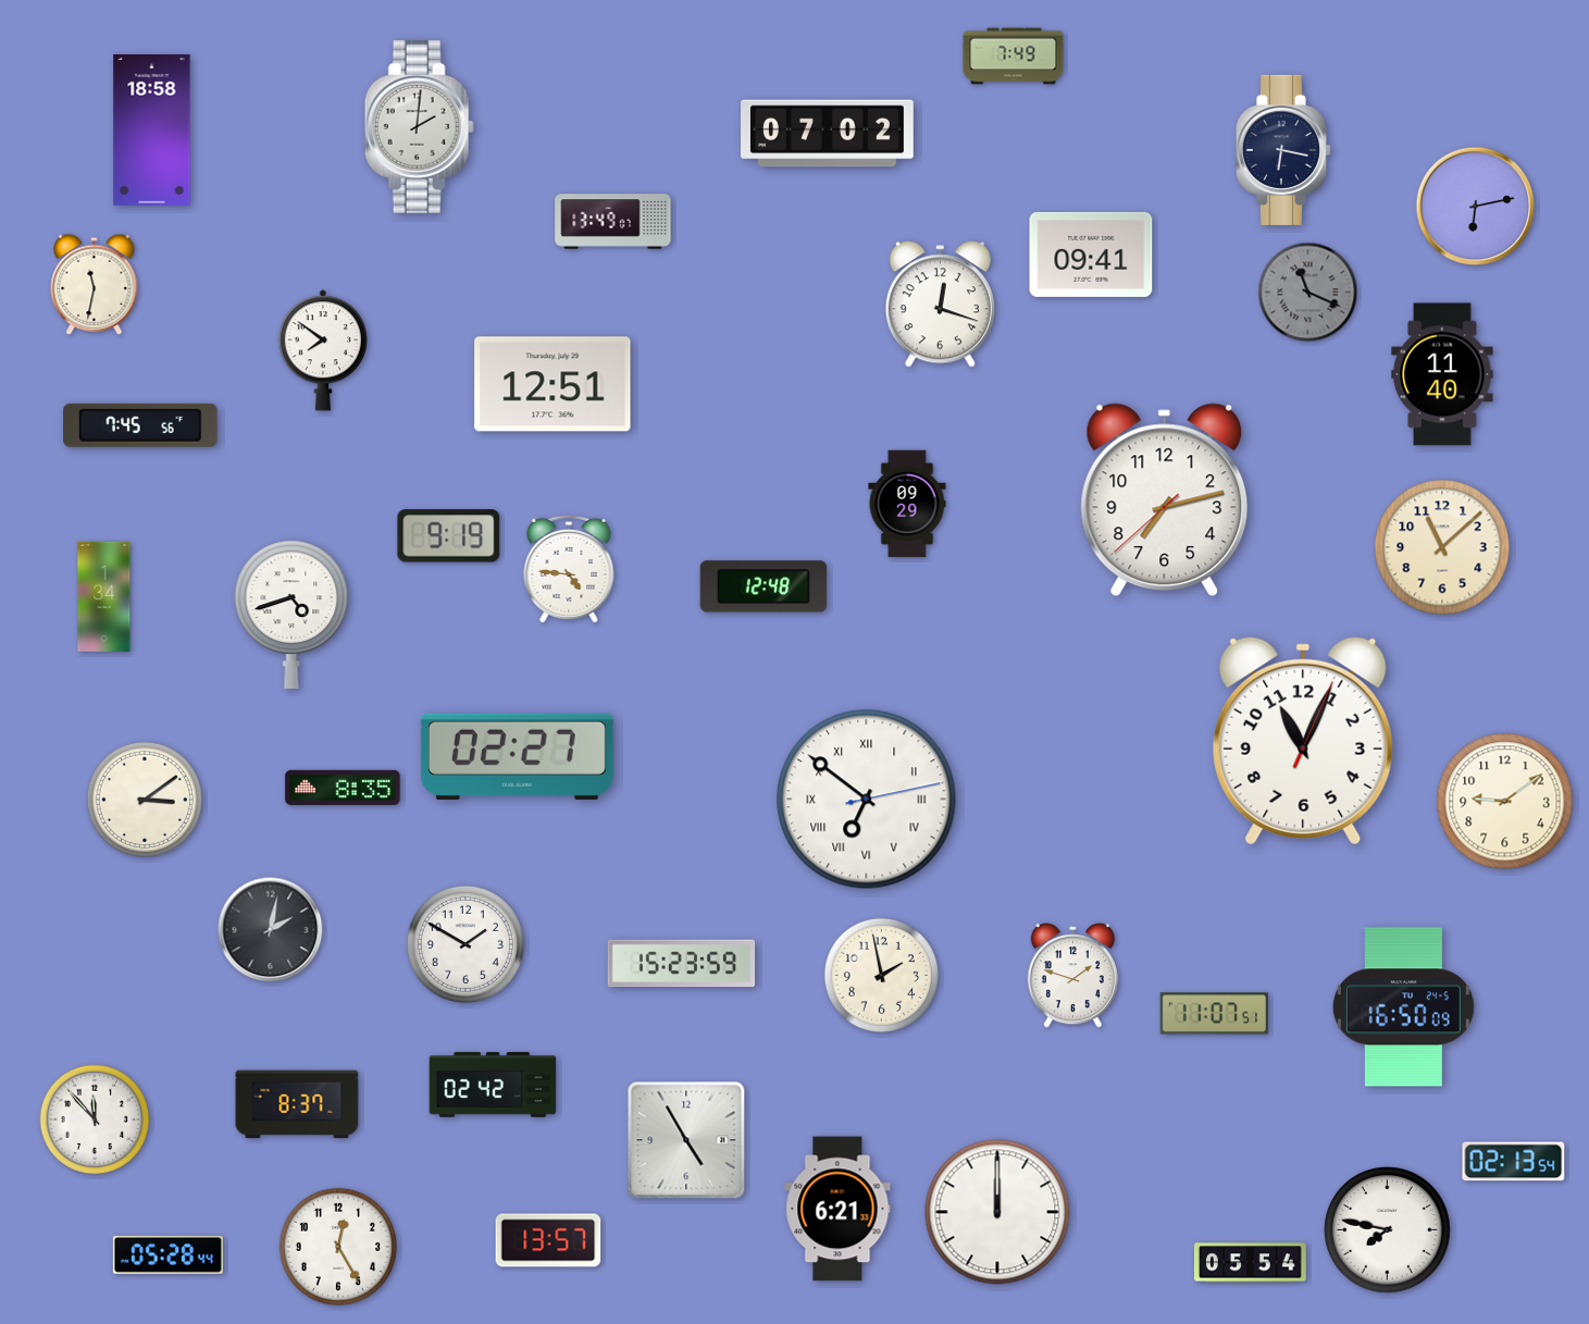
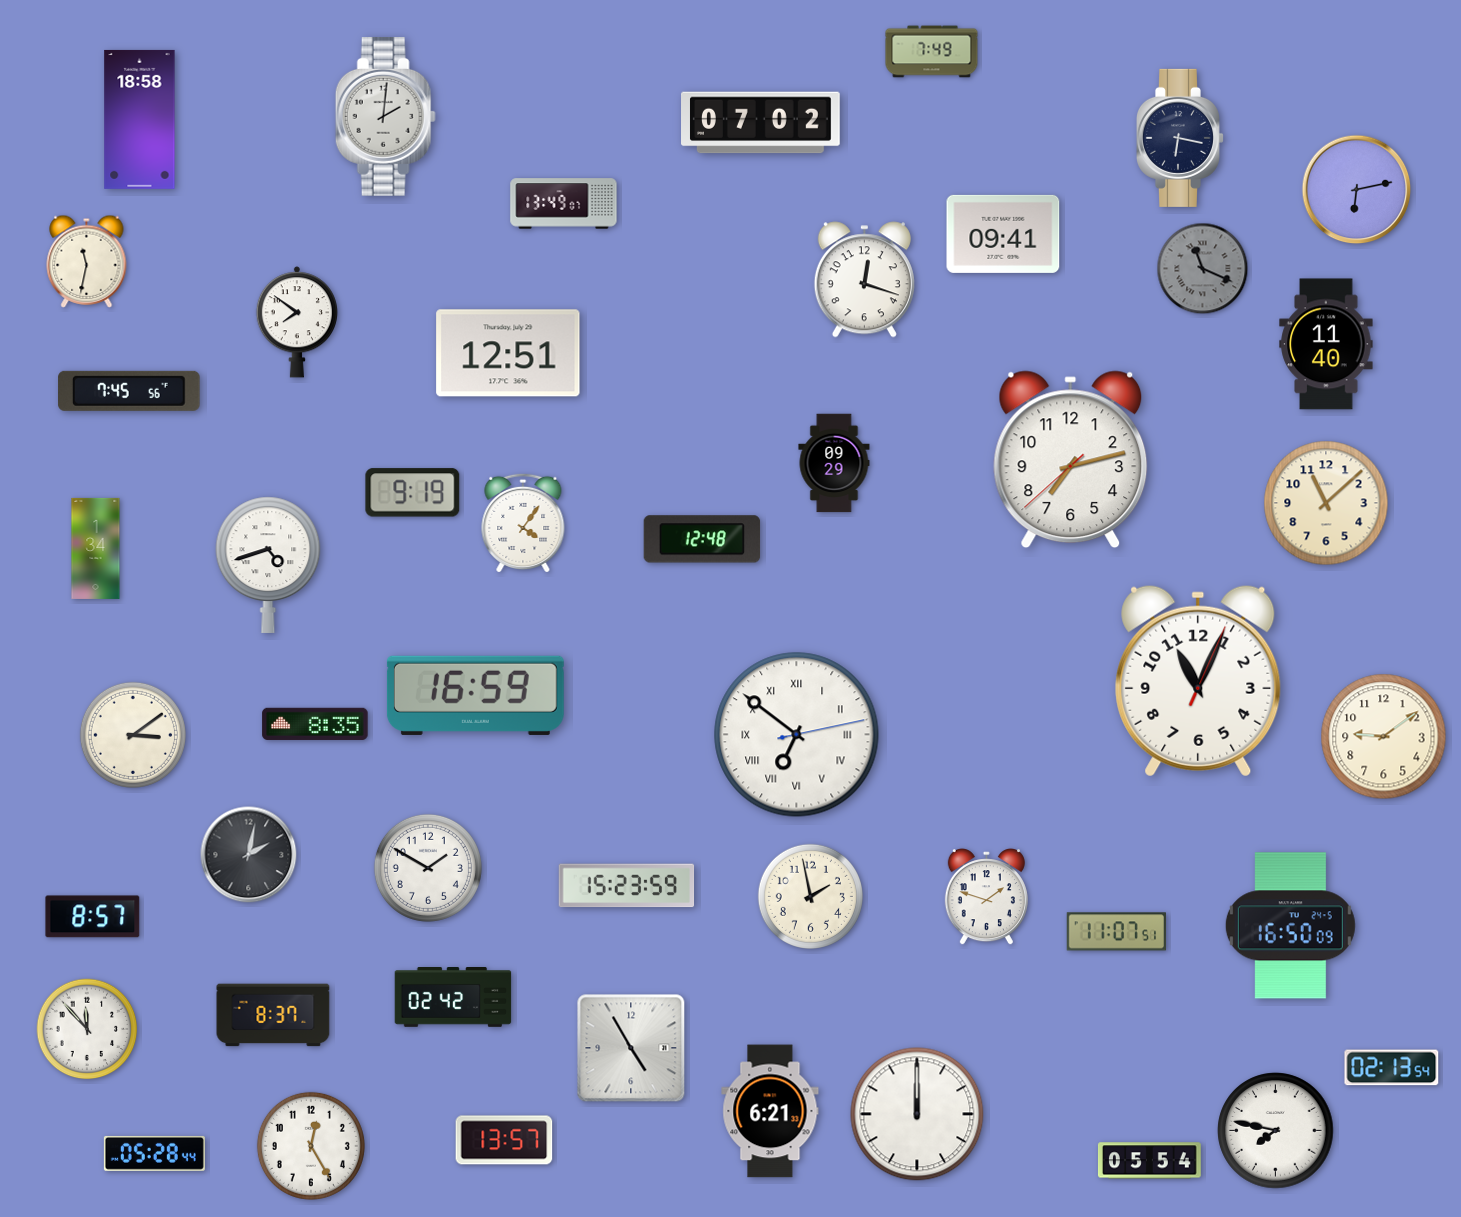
clock at (569, 569): 4:46 -> 4:06
clock at (517, 756): 02:27 -> 16:59
clock at (93, 917): none -> 8:57
